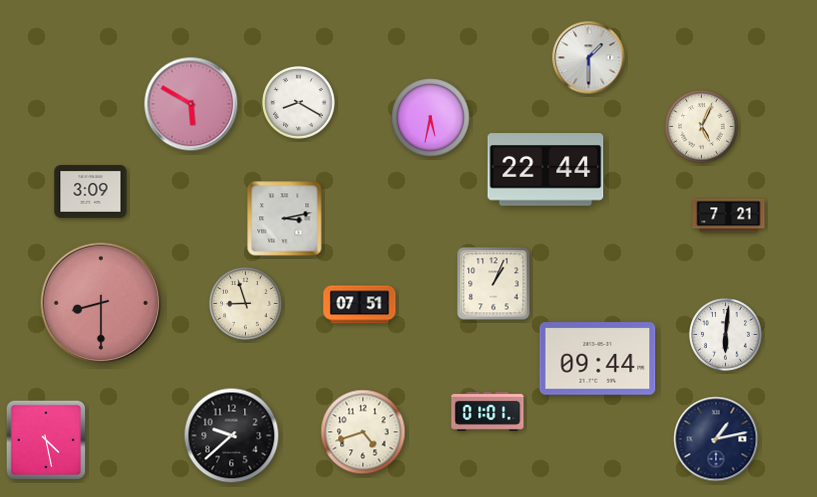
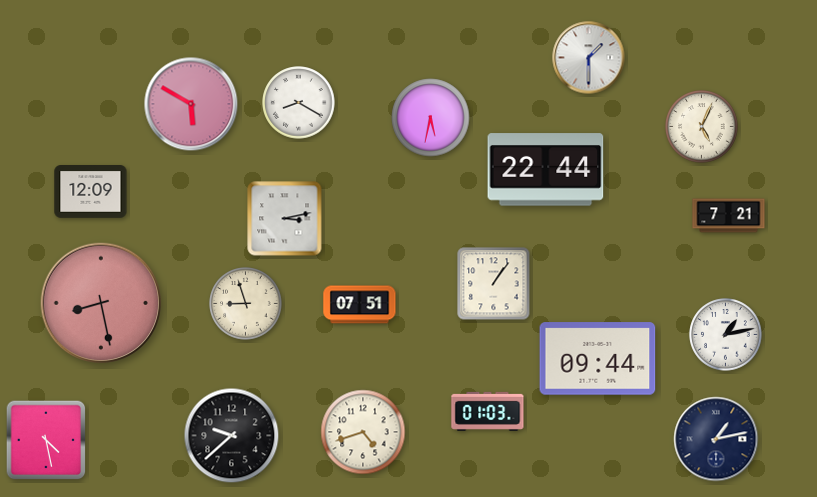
clock at (91, 192): 3:09 -> 12:09
clock at (494, 284): 1:04 -> 1:06
clock at (101, 303): 8:30 -> 8:28
clock at (726, 335): 6:01 -> 1:13
clock at (488, 411): 01:01 -> 01:03
